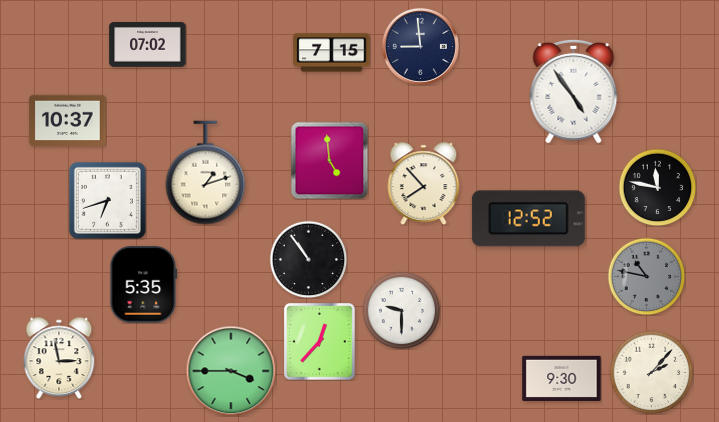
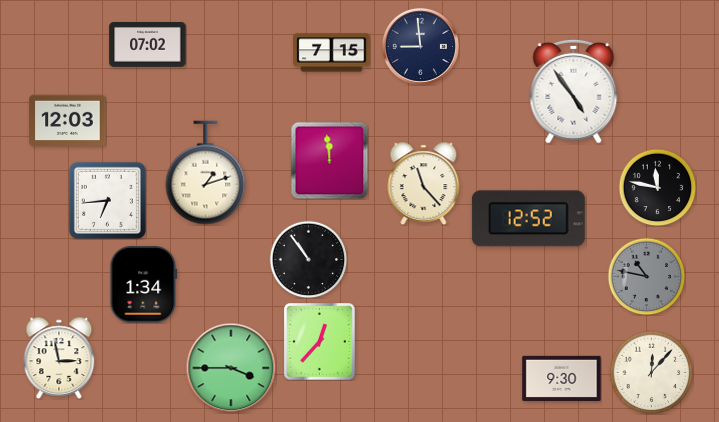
clock at (68, 121): 10:37 -> 12:03
clock at (329, 160): 4:59 -> 11:59
clock at (424, 184): 7:53 -> 11:23
clock at (107, 200): 6:42 -> 6:44
clock at (144, 285): 5:35 -> 1:34
clock at (401, 310): 9:30 -> none
clock at (231, 371) position: (231, 371) -> (231, 368)
clock at (651, 372): 2:07 -> 12:07
